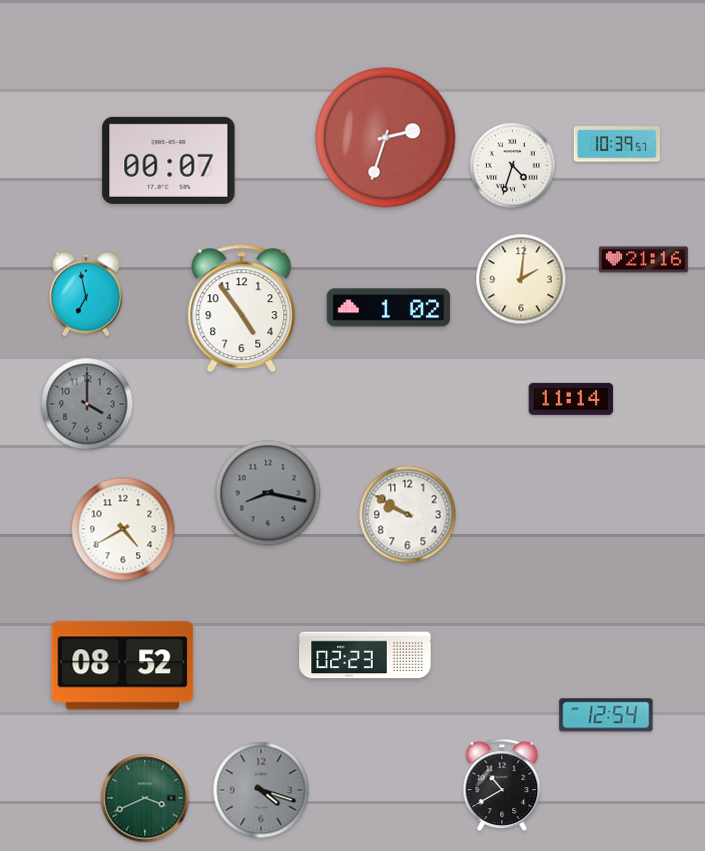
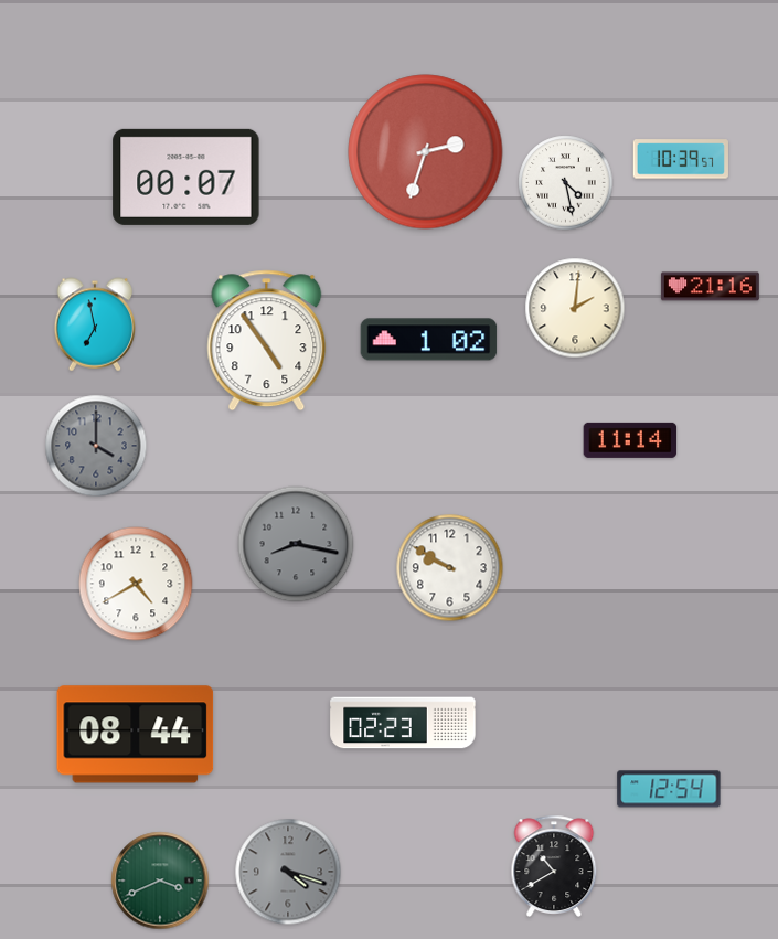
clock at (513, 166): 4:33 -> 4:28
clock at (123, 666): 08:52 -> 08:44
